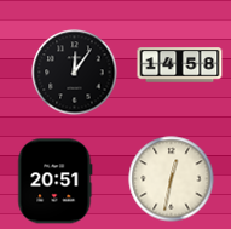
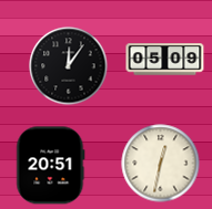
clock at (180, 65): 14:58 -> 05:09
clock at (172, 179) position: (172, 179) -> (161, 164)
